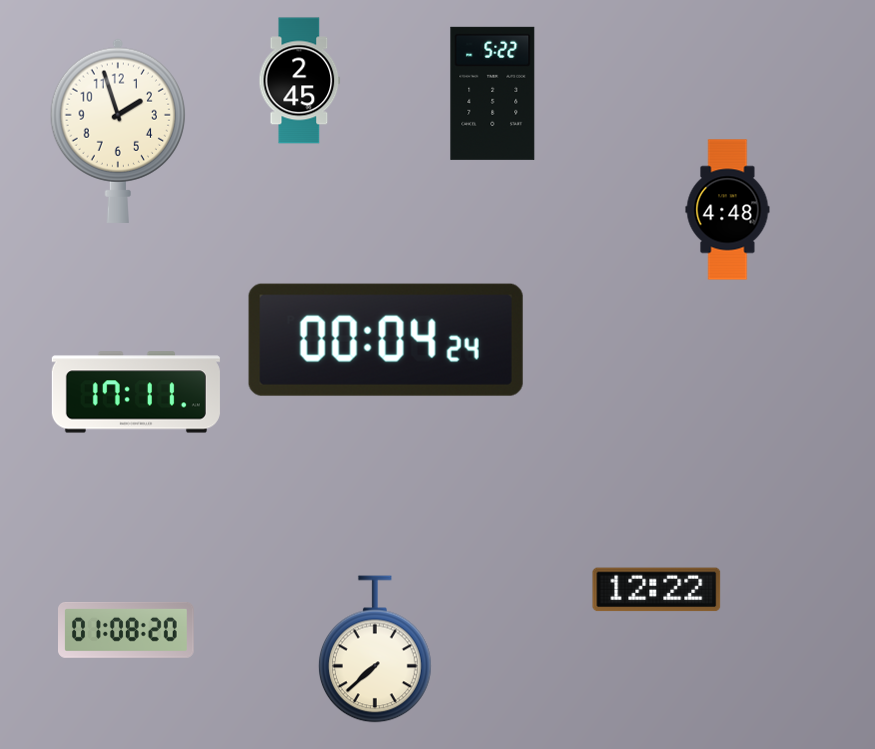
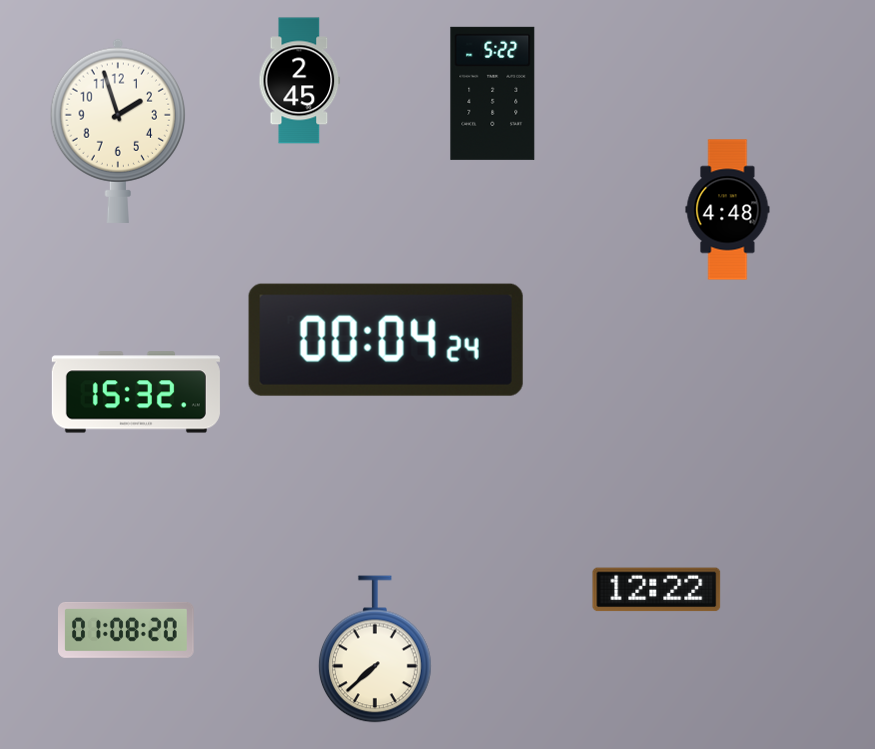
clock at (136, 392): 17:11 -> 15:32
